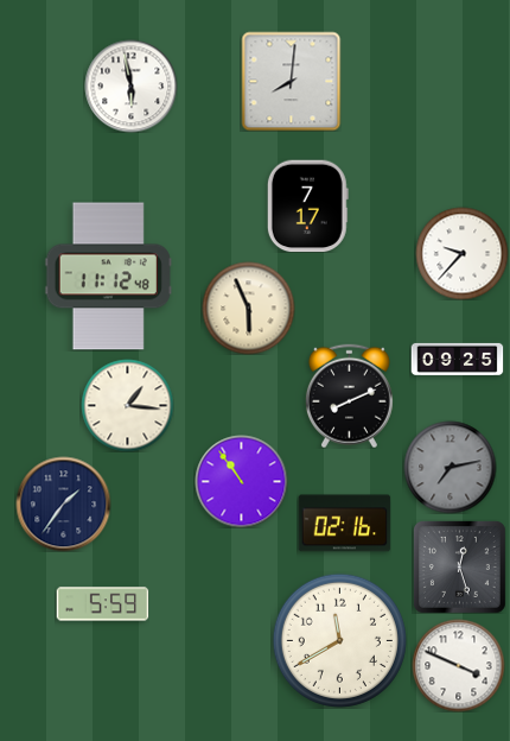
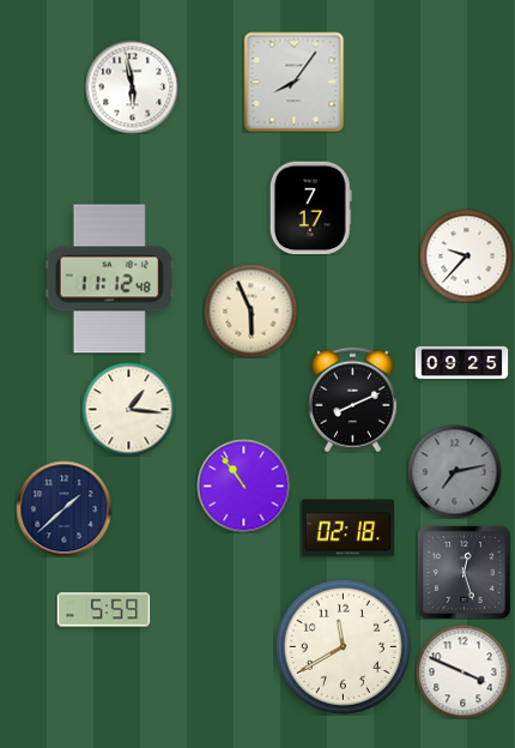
clock at (291, 81): 8:01 -> 8:06
clock at (63, 503): 1:36 -> 1:38
clock at (344, 524): 02:16 -> 02:18
